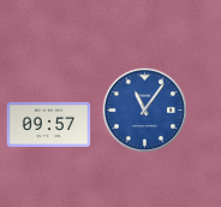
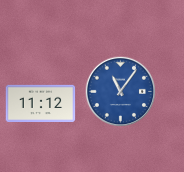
clock at (49, 124): 09:57 -> 11:12
